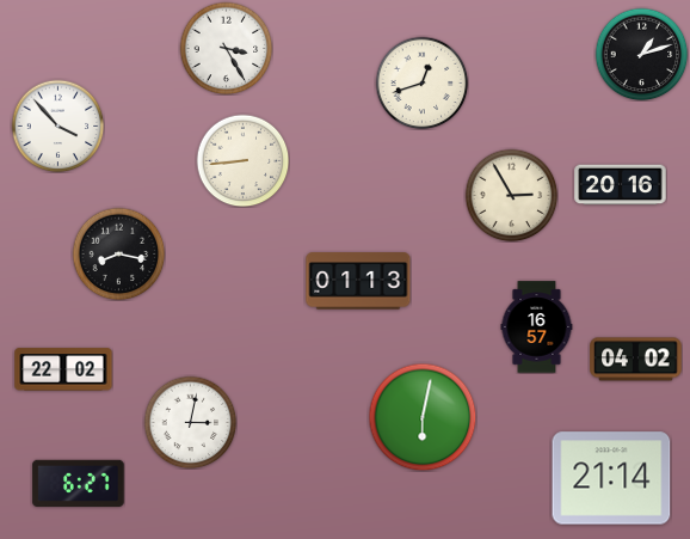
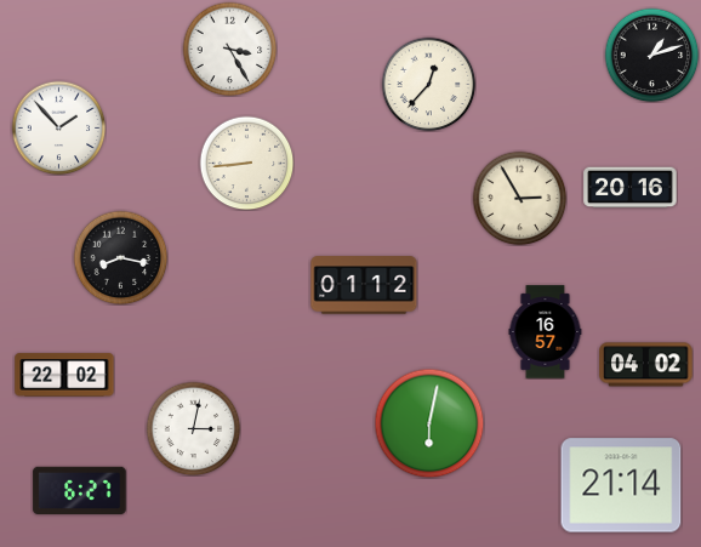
clock at (421, 82): 12:42 -> 12:37
clock at (57, 125): 3:53 -> 1:53
clock at (358, 281): 01:13 -> 01:12
